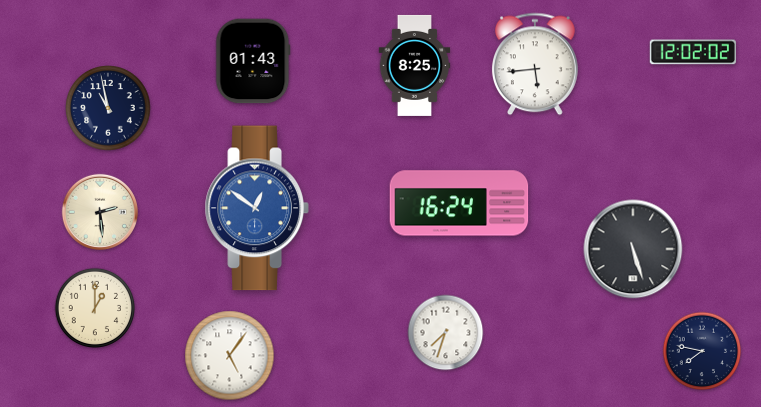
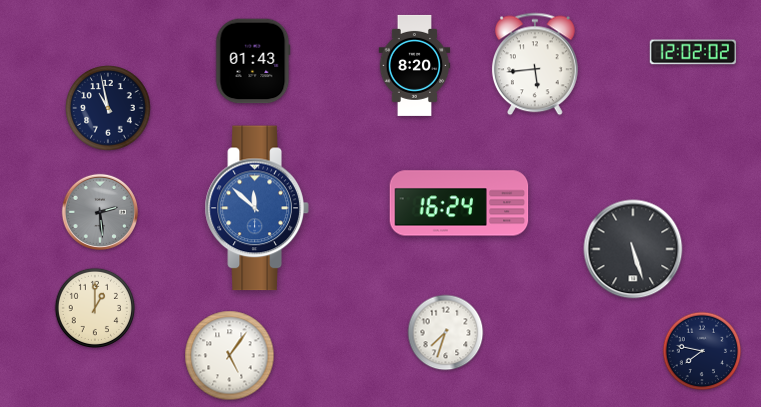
clock at (415, 65): 8:25 -> 8:20
clock at (257, 208): 12:51 -> 11:52
clock at (99, 211) dial: cream -> grey
